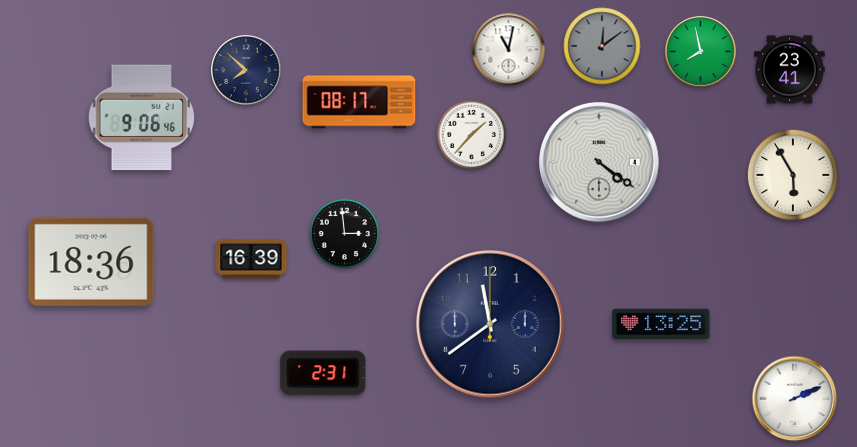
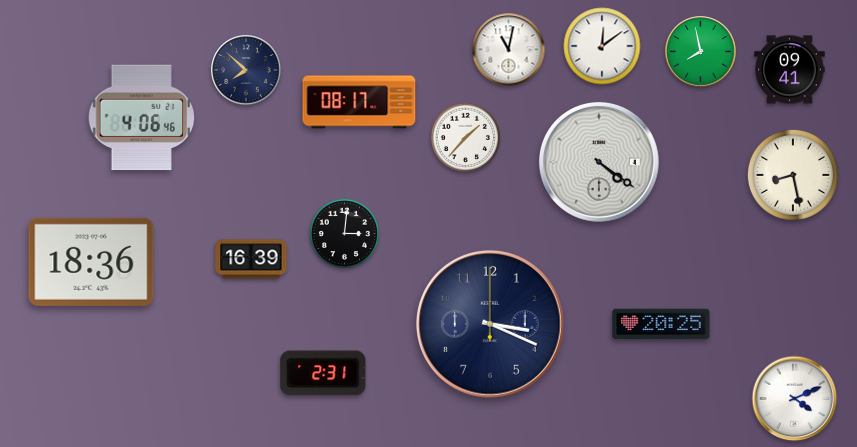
clock at (602, 46) dial: grey -> white
clock at (790, 70): 23:41 -> 09:41
clock at (142, 118): 9:06 -> 4:06
clock at (471, 134) position: (471, 134) -> (465, 137)
clock at (793, 175): 5:55 -> 8:28
clock at (344, 233): 2:59 -> 3:01
clock at (661, 324): 13:25 -> 20:25
clock at (491, 325): 11:39 -> 3:19
clock at (795, 399): 2:11 -> 4:11
